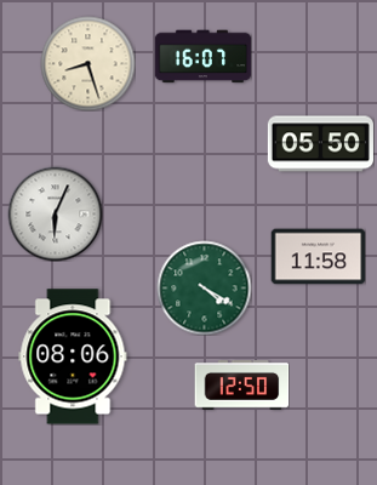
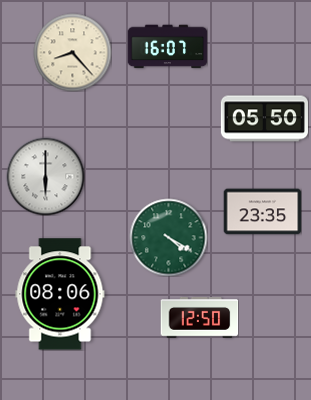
clock at (87, 63): 8:27 -> 8:23
clock at (55, 213): 6:04 -> 6:00
clock at (318, 257): 11:58 -> 23:35
